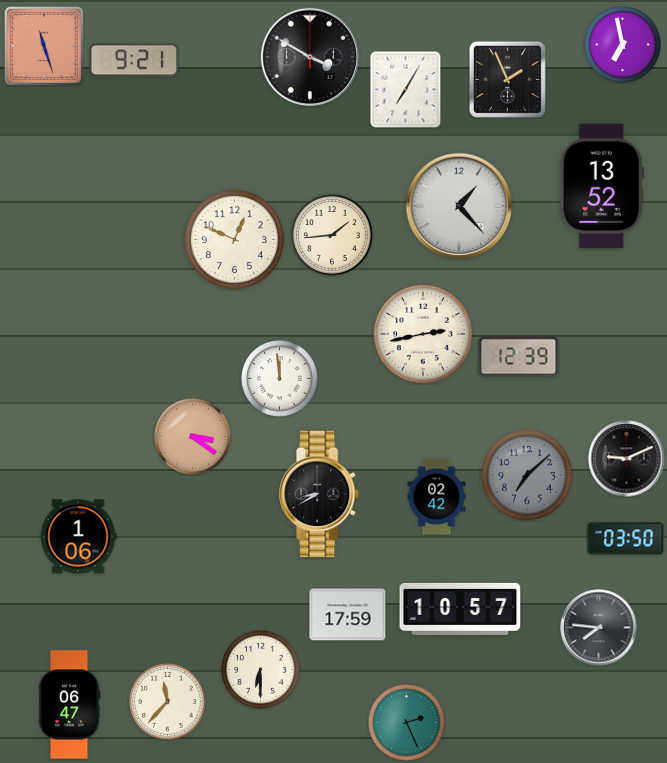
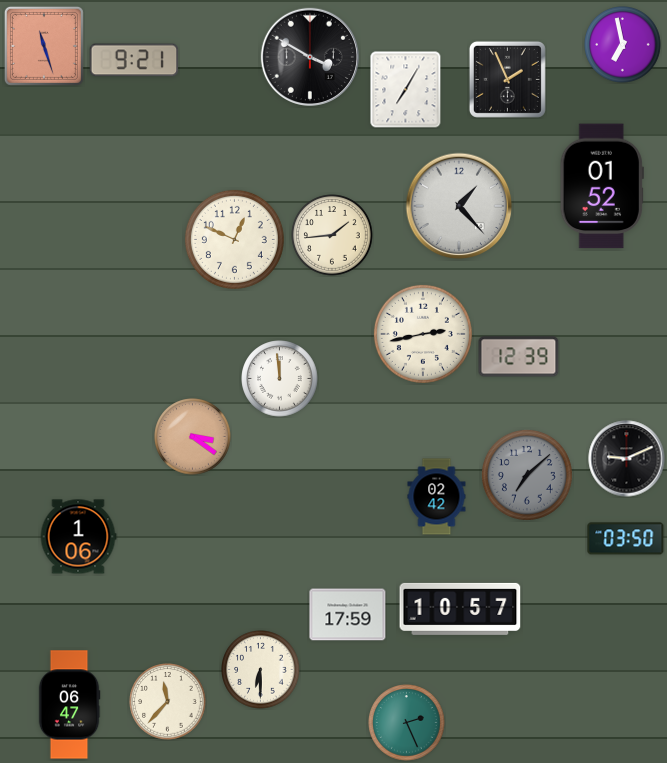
clock at (602, 186): 13:52 -> 01:52
clock at (320, 494): 8:40 -> none
clock at (599, 628): 7:46 -> none
